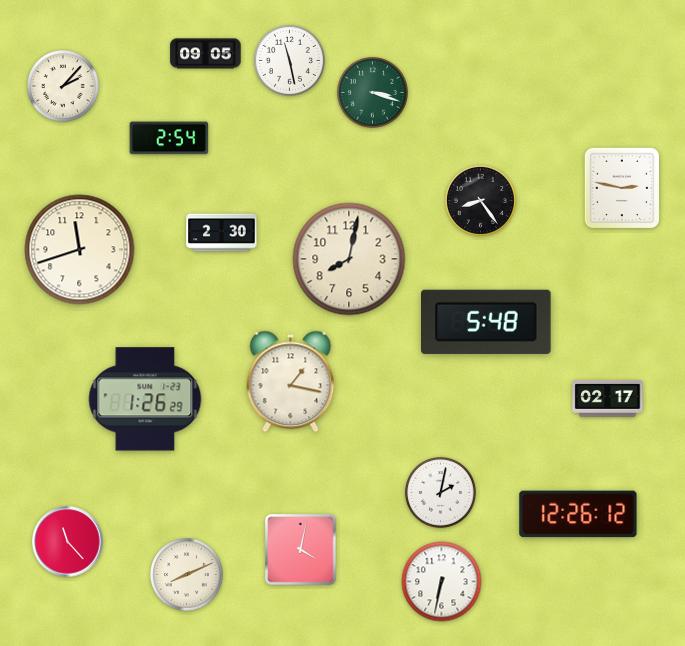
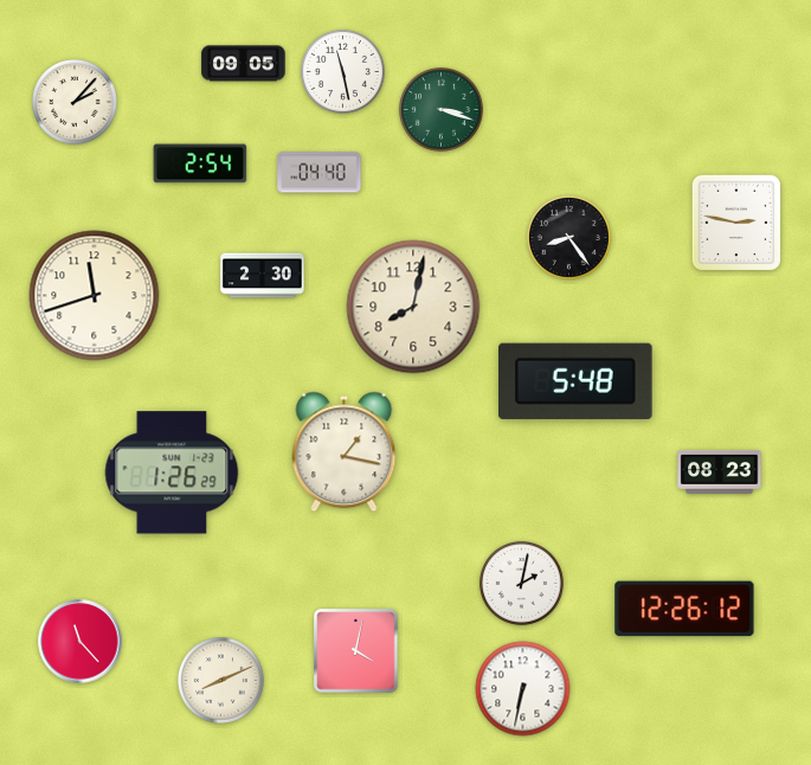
clock at (320, 173): none -> 04:40
clock at (608, 398): 02:17 -> 08:23
